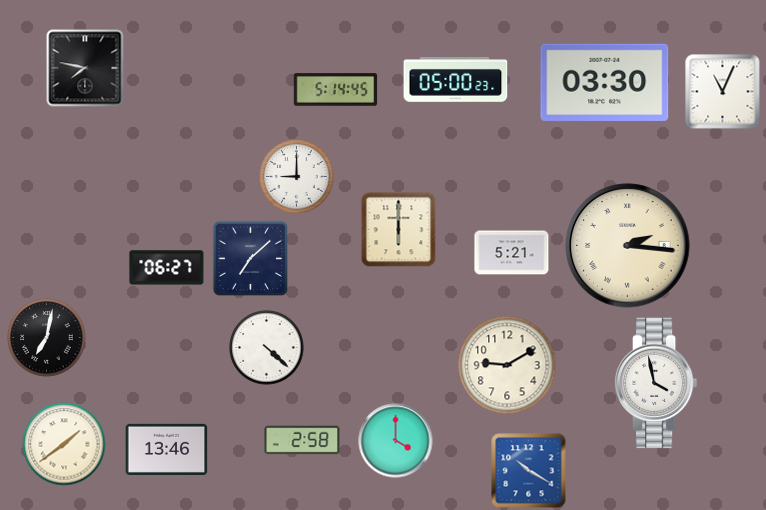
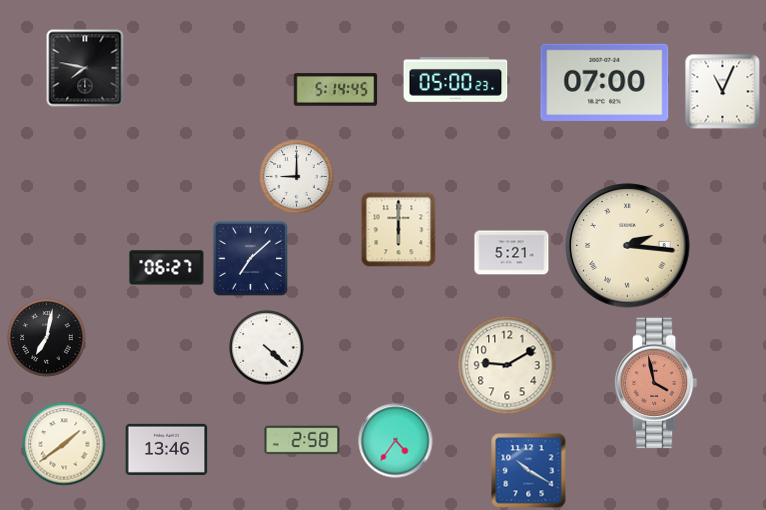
clock at (605, 82): 03:30 -> 07:00
clock at (656, 383) dial: white -> salmon
clock at (396, 441): 4:00 -> 4:36
